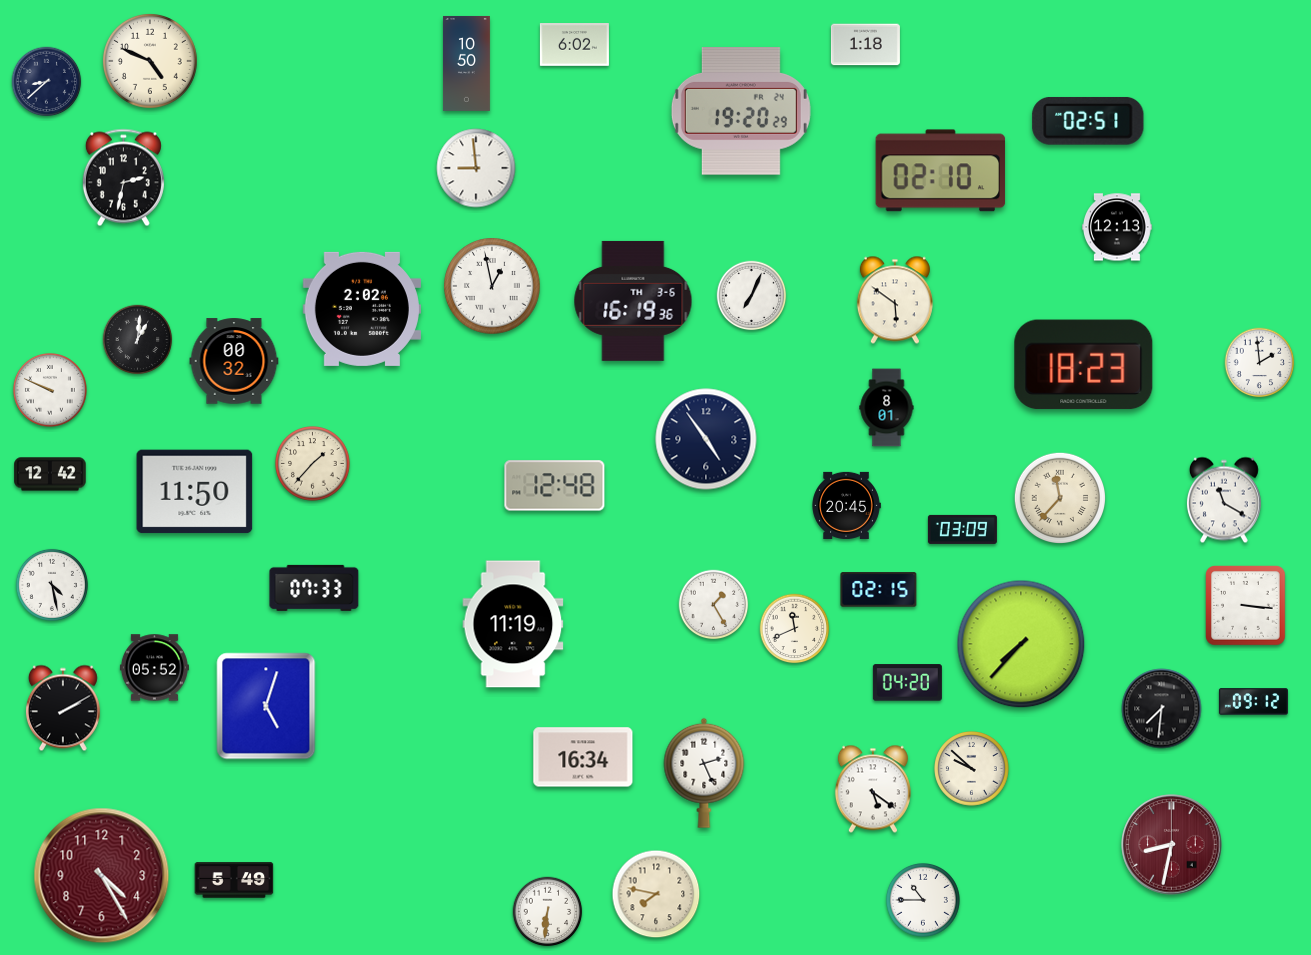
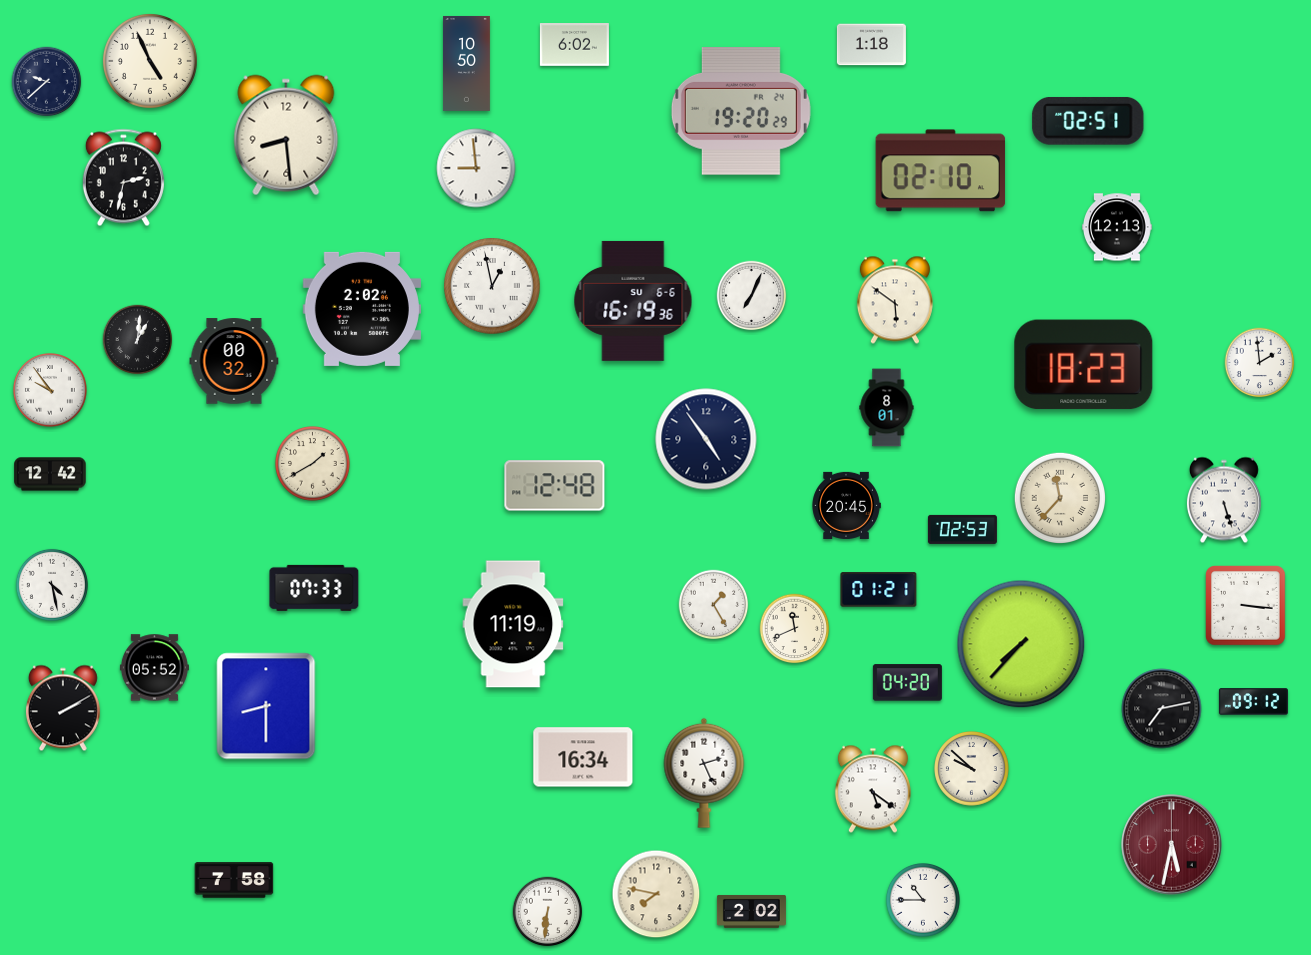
clock at (865, 45) position: (865, 45) -> (871, 45)
clock at (150, 61): 4:49 -> 4:56
clock at (47, 82): 8:38 -> 9:38
clock at (286, 135): none -> 8:29
clock at (633, 301) date: TH 3-6 -> SU 6-6
clock at (50, 390): 9:49 -> 9:54
clock at (313, 464): 1:37 -> 1:40
clock at (195, 492): 11:50 -> none
clock at (1224, 500): 11:20 -> 5:27
clock at (962, 529): 03:09 -> 02:53
clock at (879, 590): 02:15 -> 01:21
clock at (266, 706): 5:03 -> 8:30
clock at (1162, 709): 7:31 -> 7:13
clock at (1172, 845): 8:32 -> 5:32
clock at (102, 876): 4:25 -> none
clock at (234, 880): 5:49 -> 7:58
clock at (751, 911): none -> 2:02
